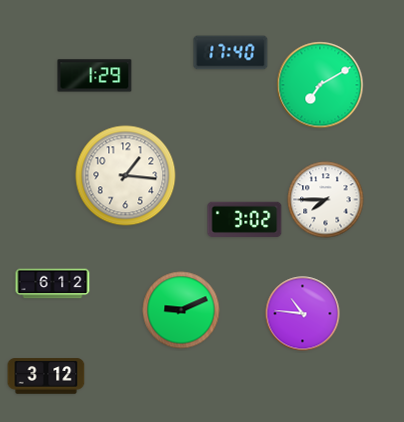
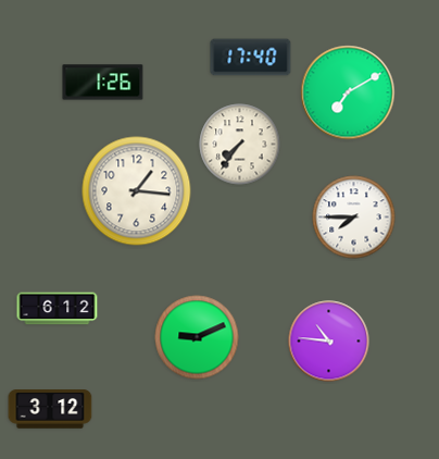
clock at (95, 76): 1:29 -> 1:26
clock at (240, 145): none -> 7:36
clock at (245, 219): 3:02 -> none
